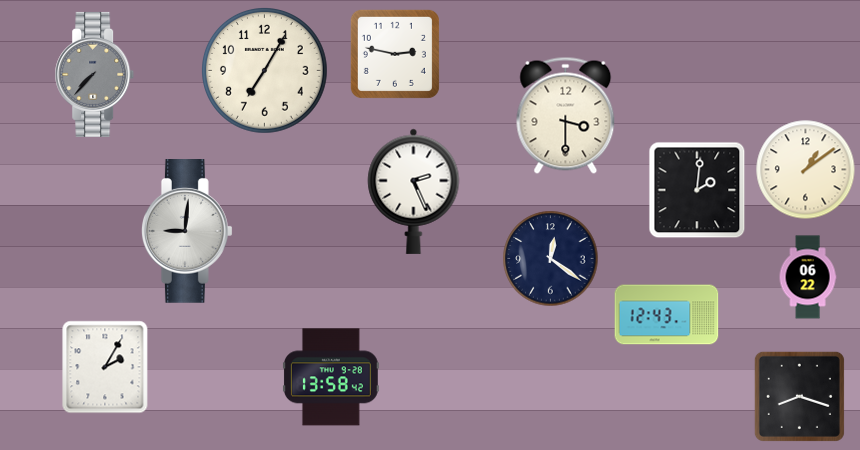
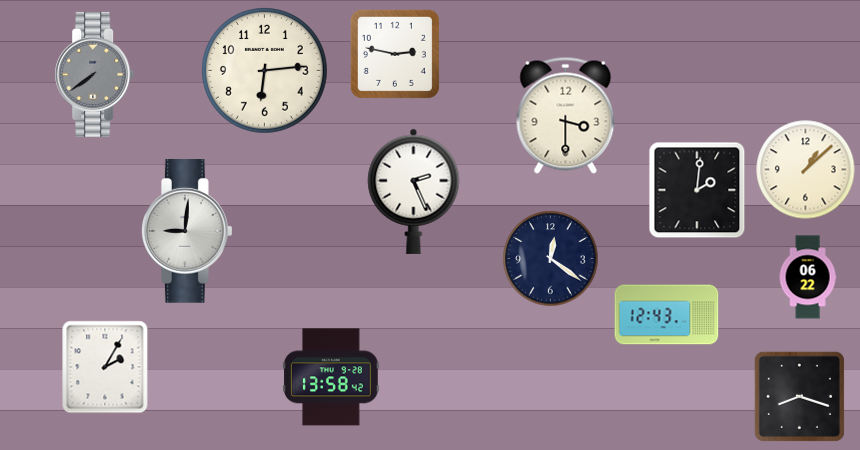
clock at (265, 71): 7:05 -> 6:14
clock at (95, 74): 7:37 -> 7:39
clock at (806, 170): 1:09 -> 1:08
